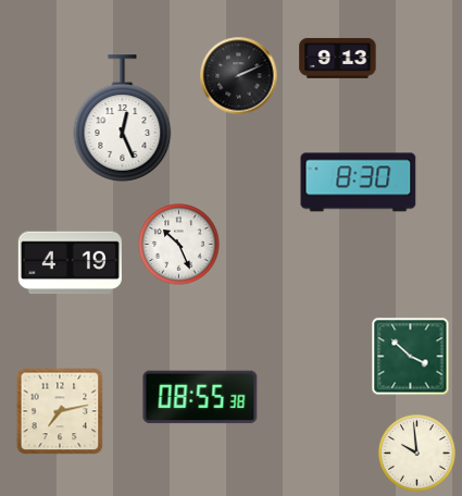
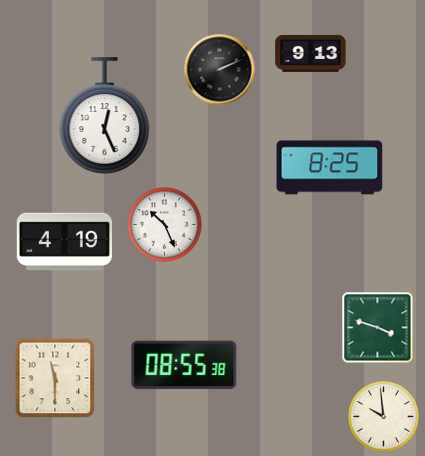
clock at (123, 119) position: (123, 119) -> (105, 116)
clock at (359, 183): 8:30 -> 8:25
clock at (411, 357): 3:52 -> 3:48
clock at (60, 411): 7:13 -> 11:30
